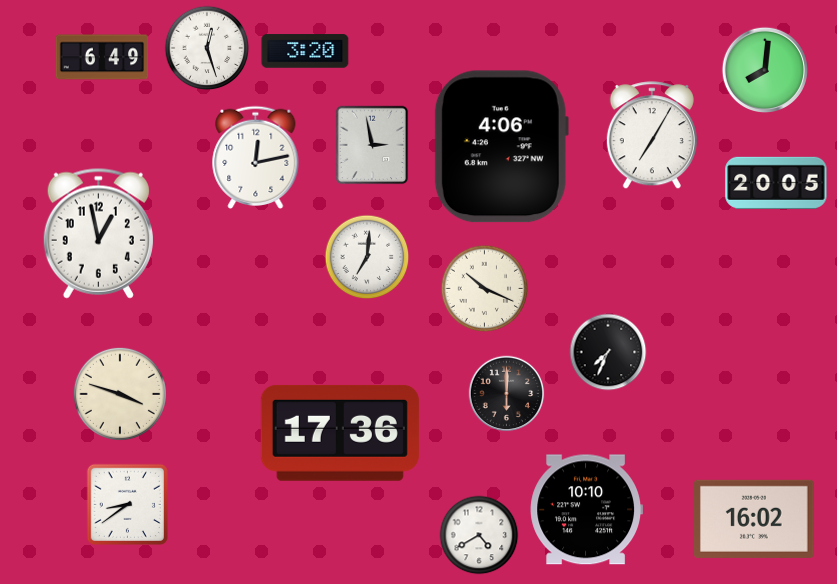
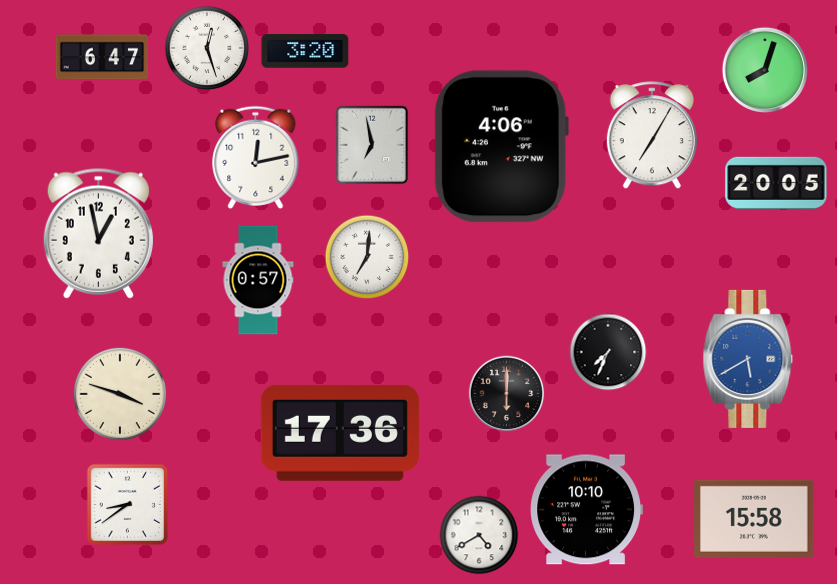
clock at (102, 57): 6:49 -> 6:47
clock at (764, 69): 8:01 -> 8:03
clock at (372, 145): 2:58 -> 6:58
clock at (258, 280): none -> 0:57
clock at (485, 289): 10:19 -> none
clock at (748, 359): none -> 5:40
clock at (755, 519): 16:02 -> 15:58
